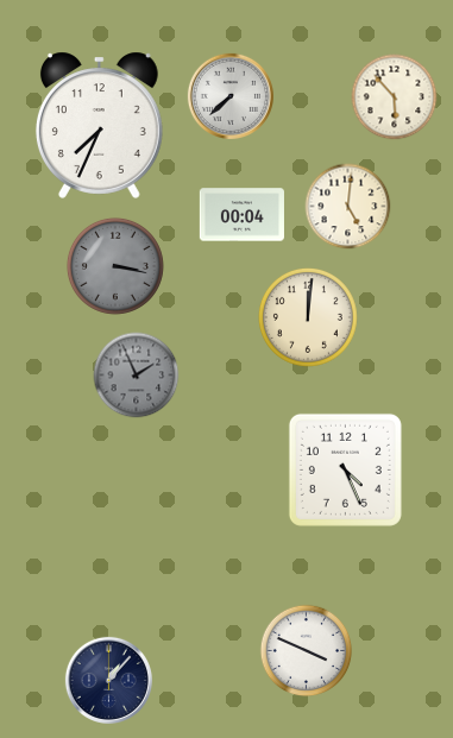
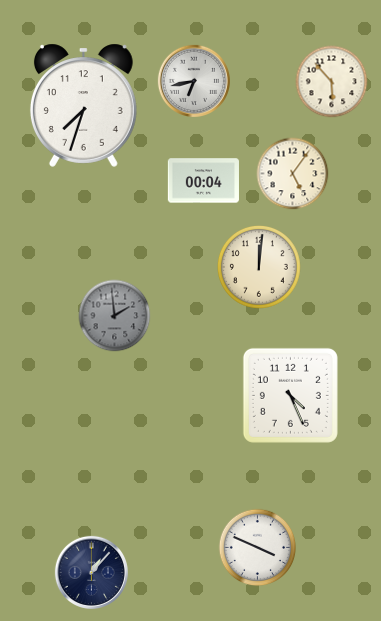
clock at (229, 95): 7:38 -> 6:43
clock at (99, 125): 7:34 -> 7:33
clock at (348, 207): 5:01 -> 5:06
clock at (115, 266): 3:17 -> none
clock at (137, 376): 1:56 -> 1:59
